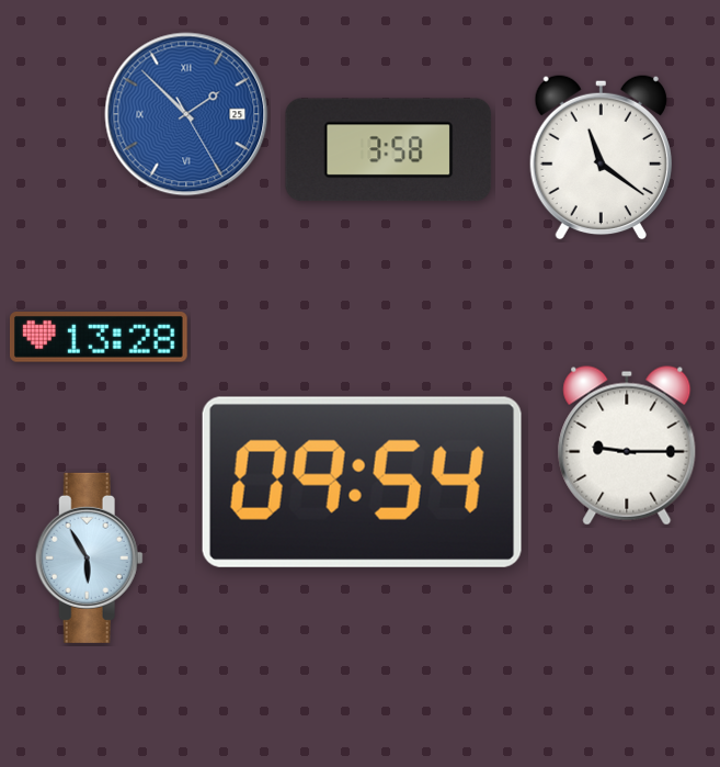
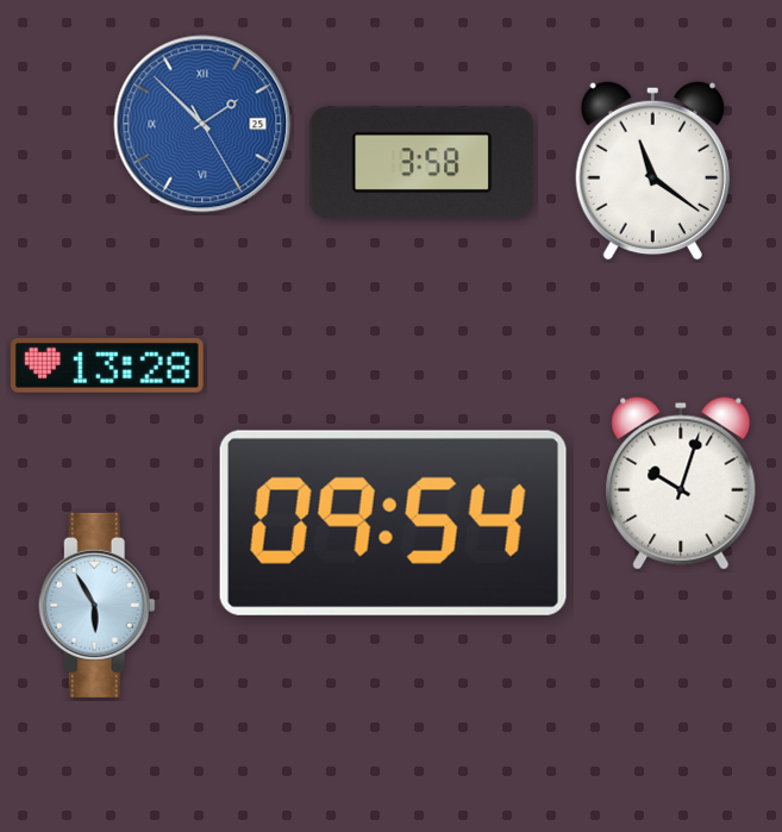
clock at (627, 445): 9:15 -> 10:03
